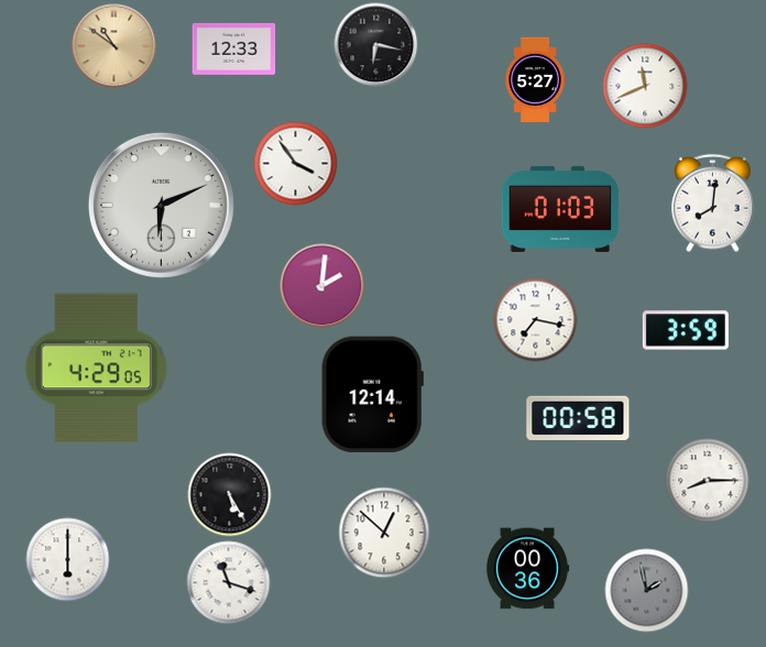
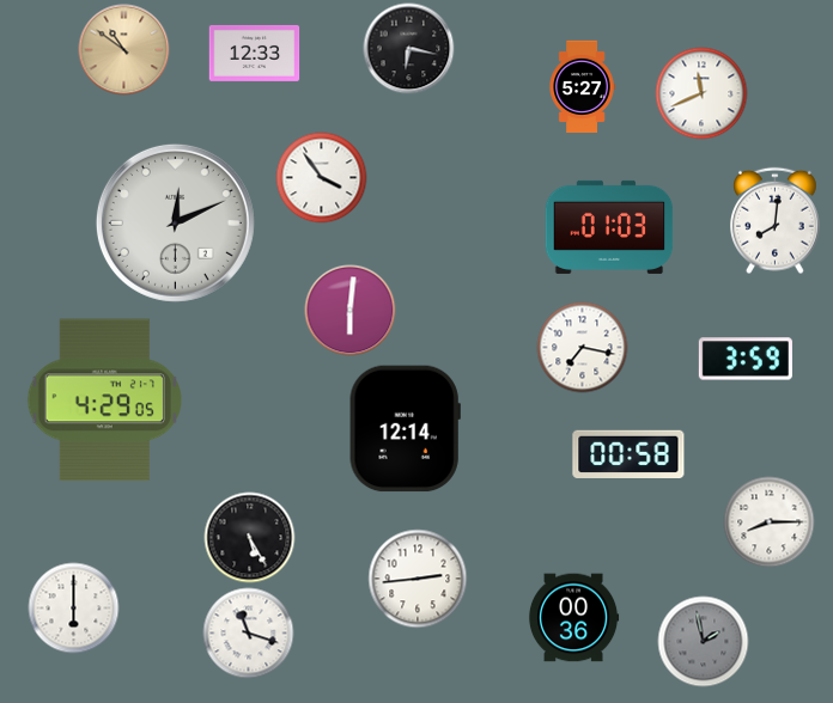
clock at (161, 205): 6:11 -> 12:11
clock at (322, 286): 2:01 -> 6:01
clock at (384, 533): 12:52 -> 2:44
